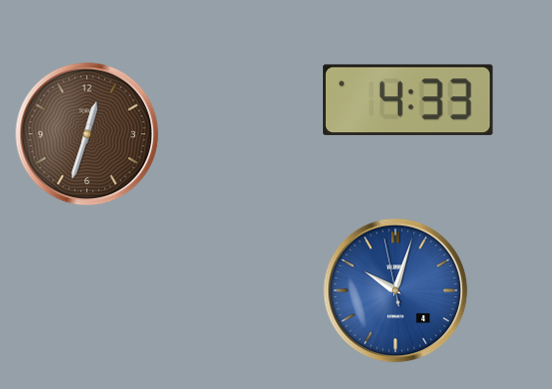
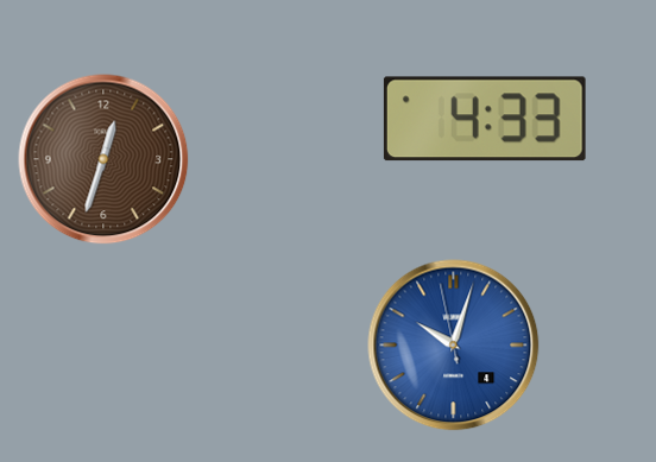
clock at (396, 291) position: (396, 291) -> (454, 346)
